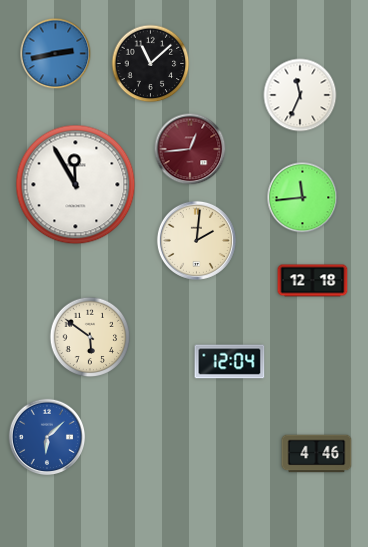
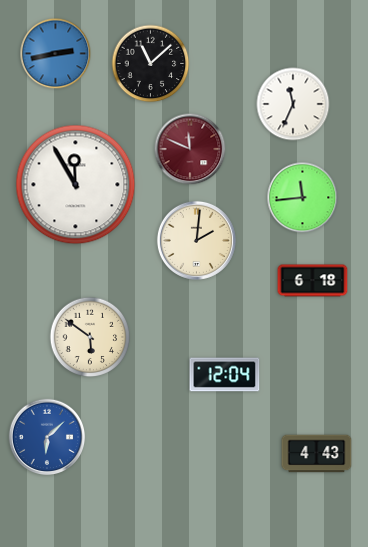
clock at (300, 95) position: (300, 95) -> (293, 104)
clock at (190, 149): 12:44 -> 11:49
clock at (313, 281): 12:18 -> 6:18
clock at (230, 362) position: (230, 362) -> (225, 375)
clock at (317, 454): 4:46 -> 4:43
